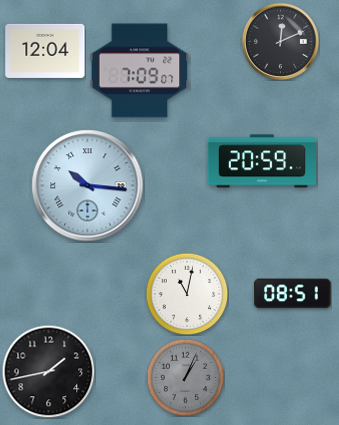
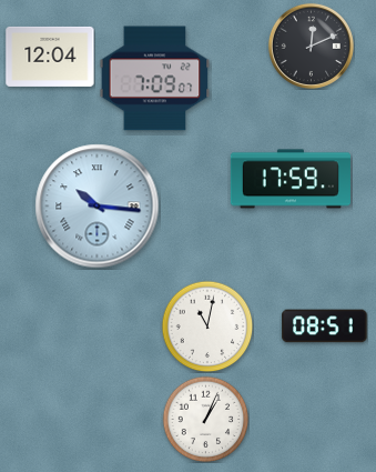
clock at (262, 161): 20:59 -> 17:59
clock at (48, 371): 1:43 -> none
clock at (185, 377) dial: grey -> white
